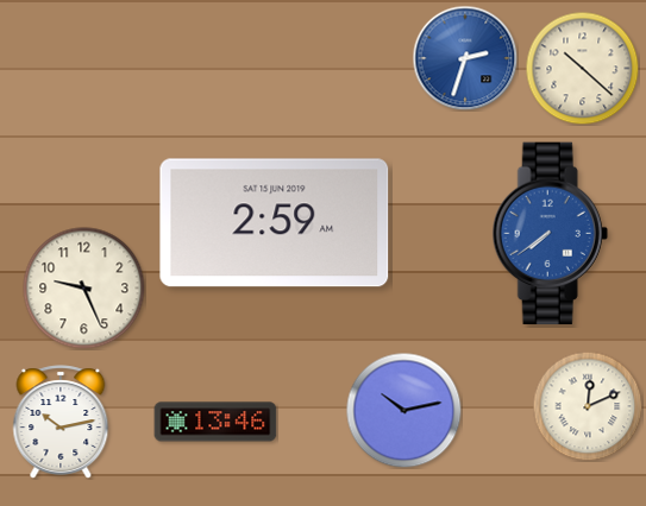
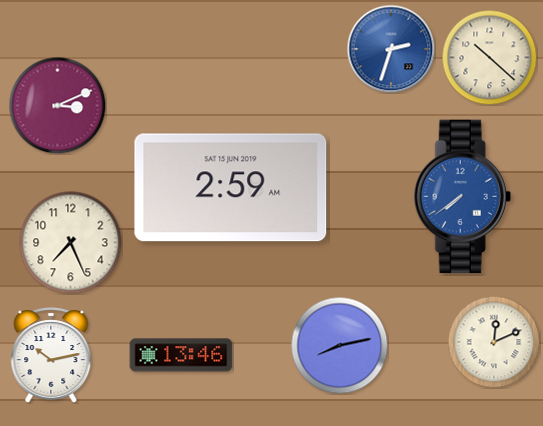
clock at (57, 105): none -> 3:11
clock at (84, 289): 9:26 -> 7:26
clock at (403, 410): 10:13 -> 8:13
